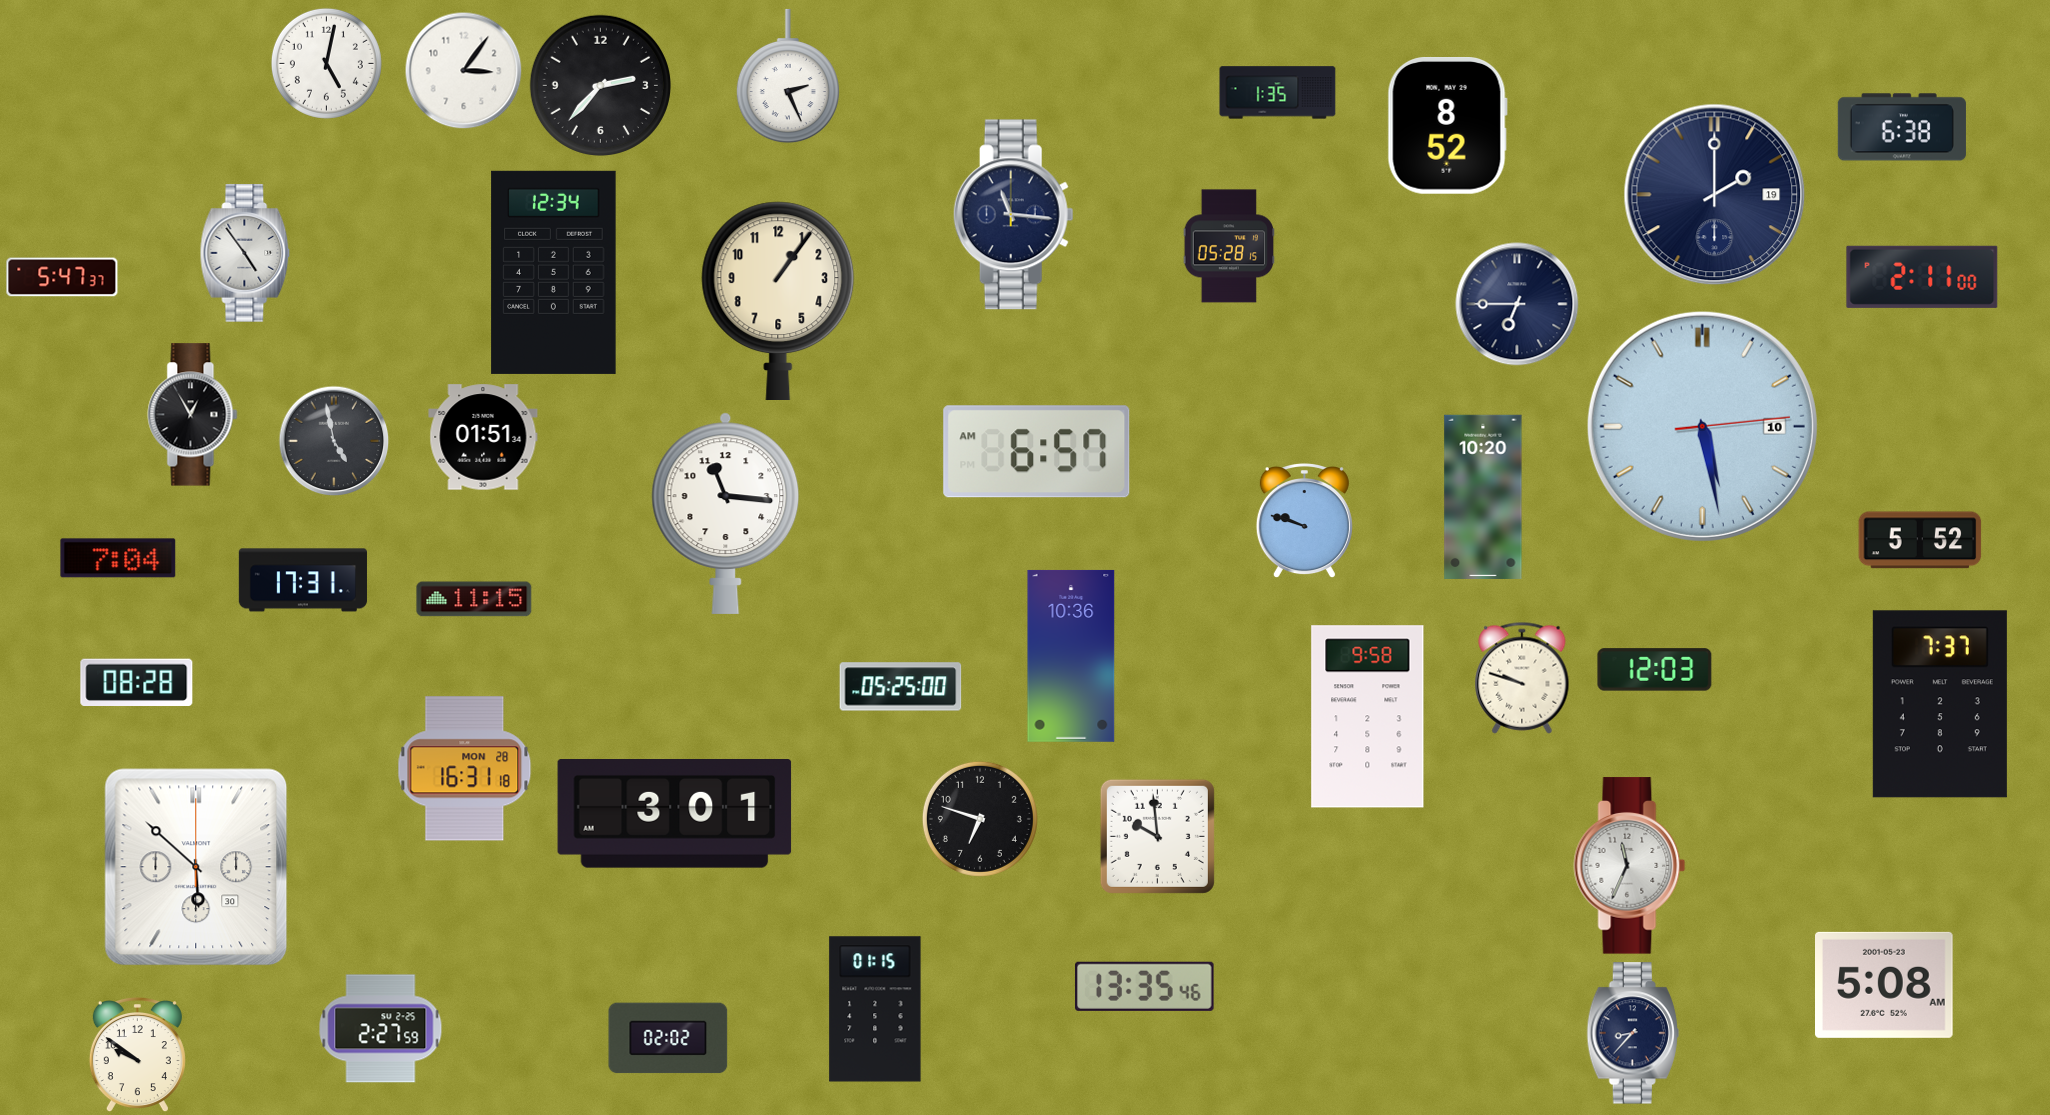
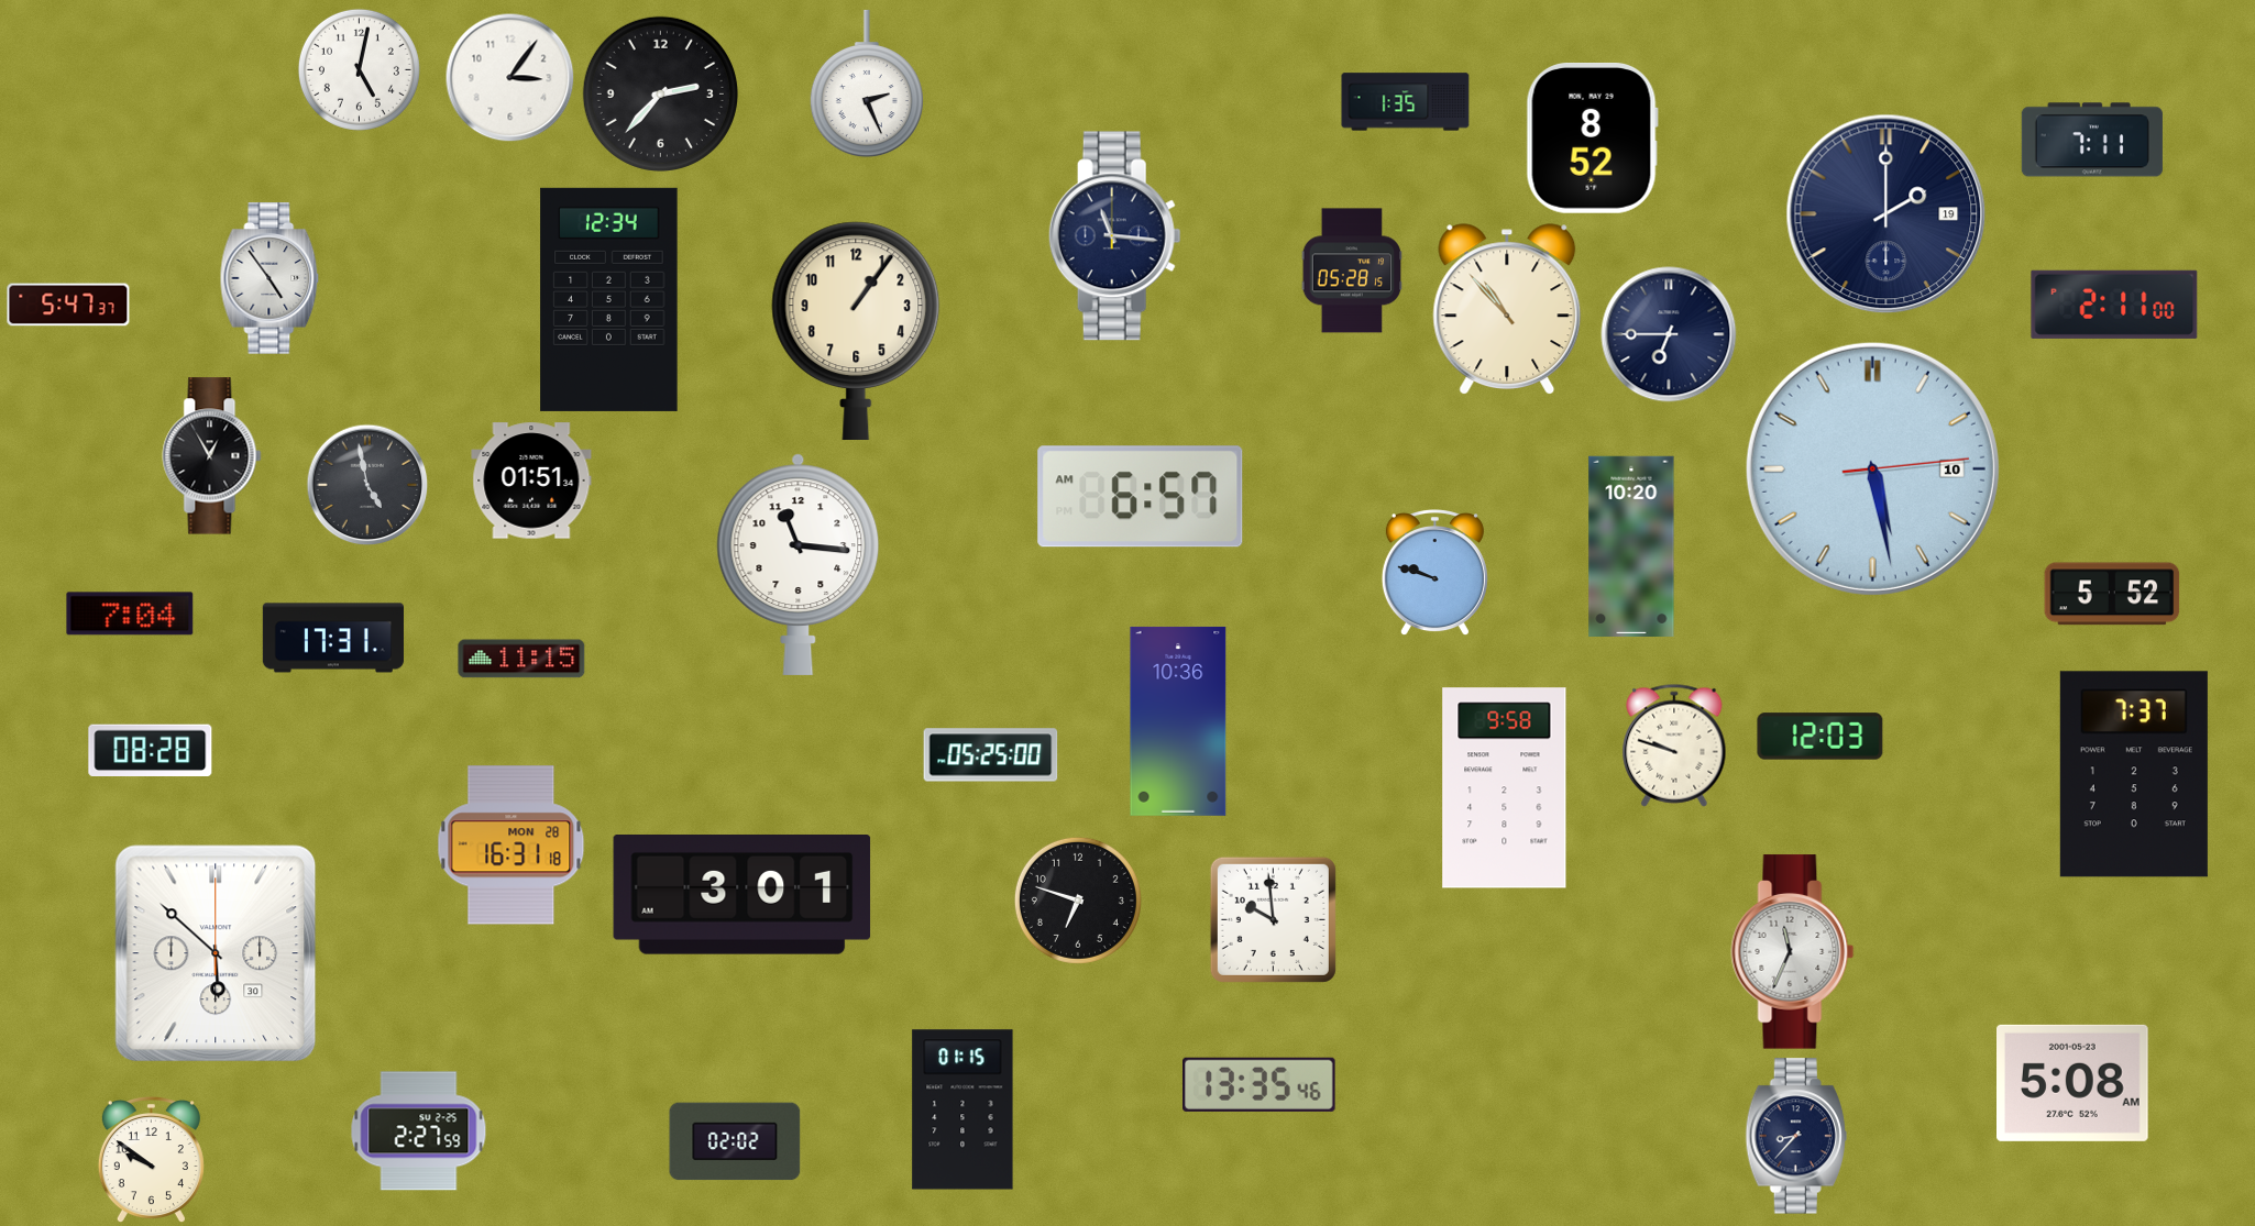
clock at (1902, 127): 6:38 -> 7:11
clock at (1507, 309): none -> 10:53
